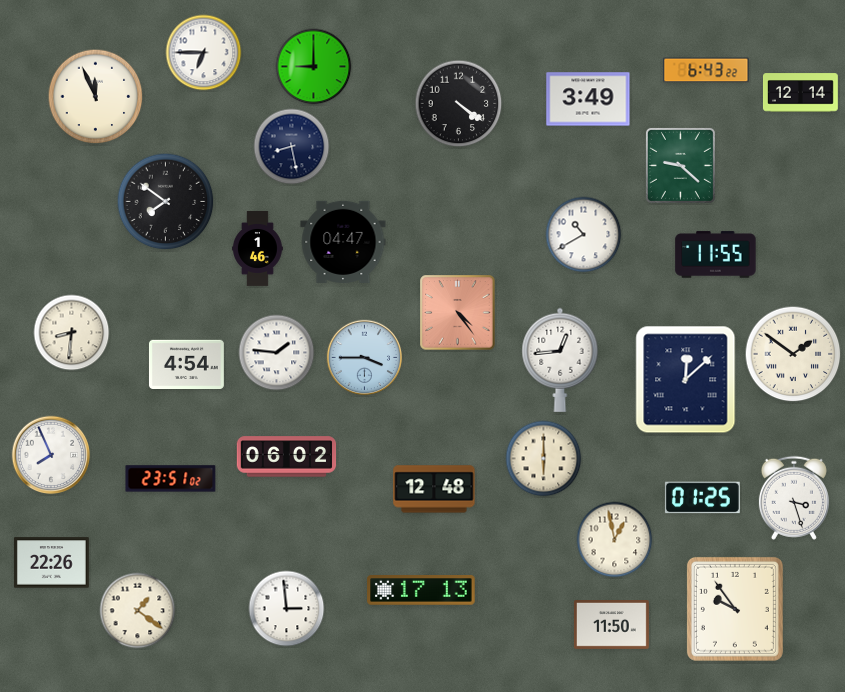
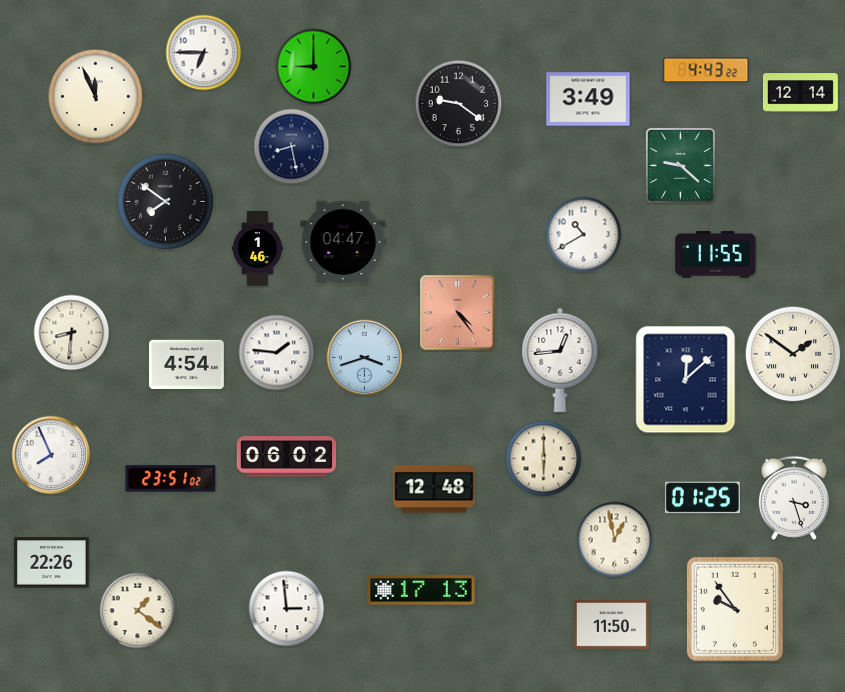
clock at (706, 70): 6:43 -> 4:43
clock at (459, 104): 4:21 -> 9:21
clock at (365, 358): 3:45 -> 3:42
